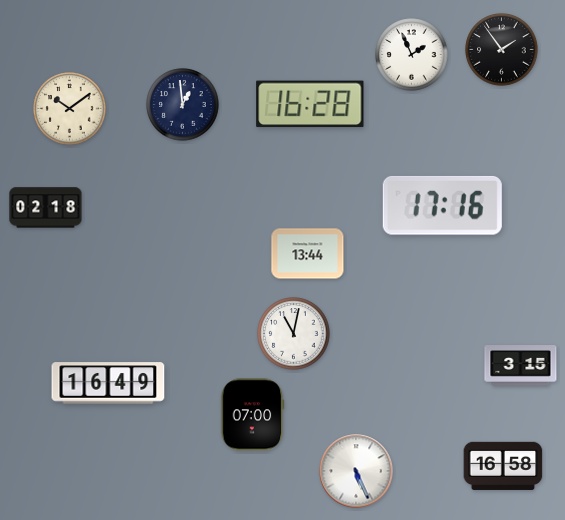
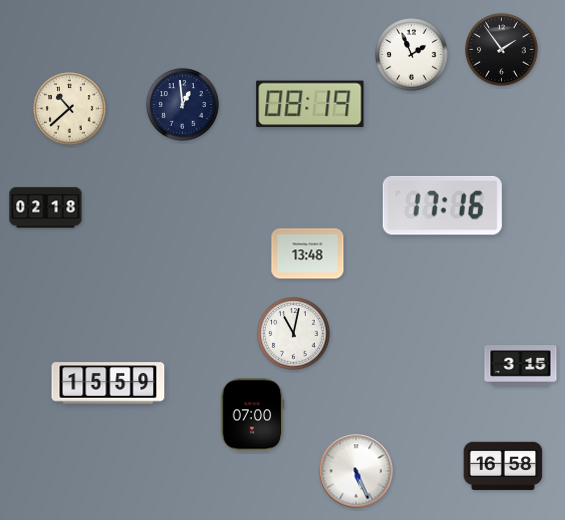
clock at (310, 104): 16:28 -> 08:19
clock at (70, 109): 10:09 -> 10:38
clock at (308, 254): 13:44 -> 13:48
clock at (108, 383): 16:49 -> 15:59
